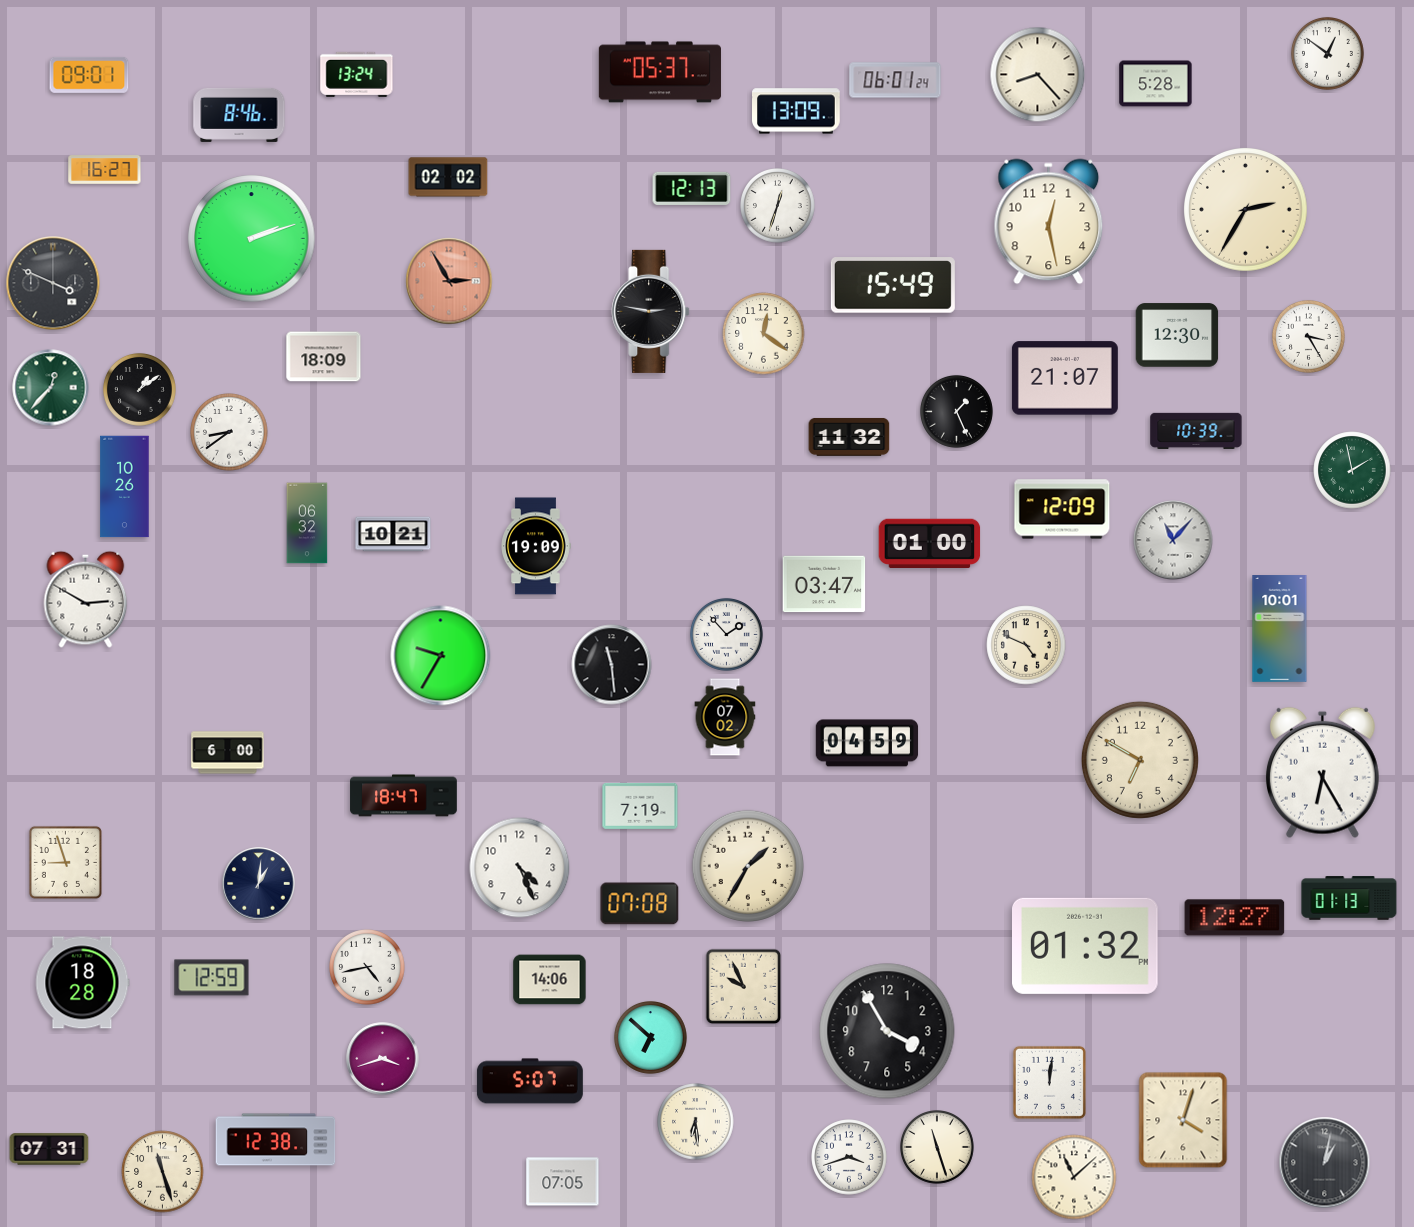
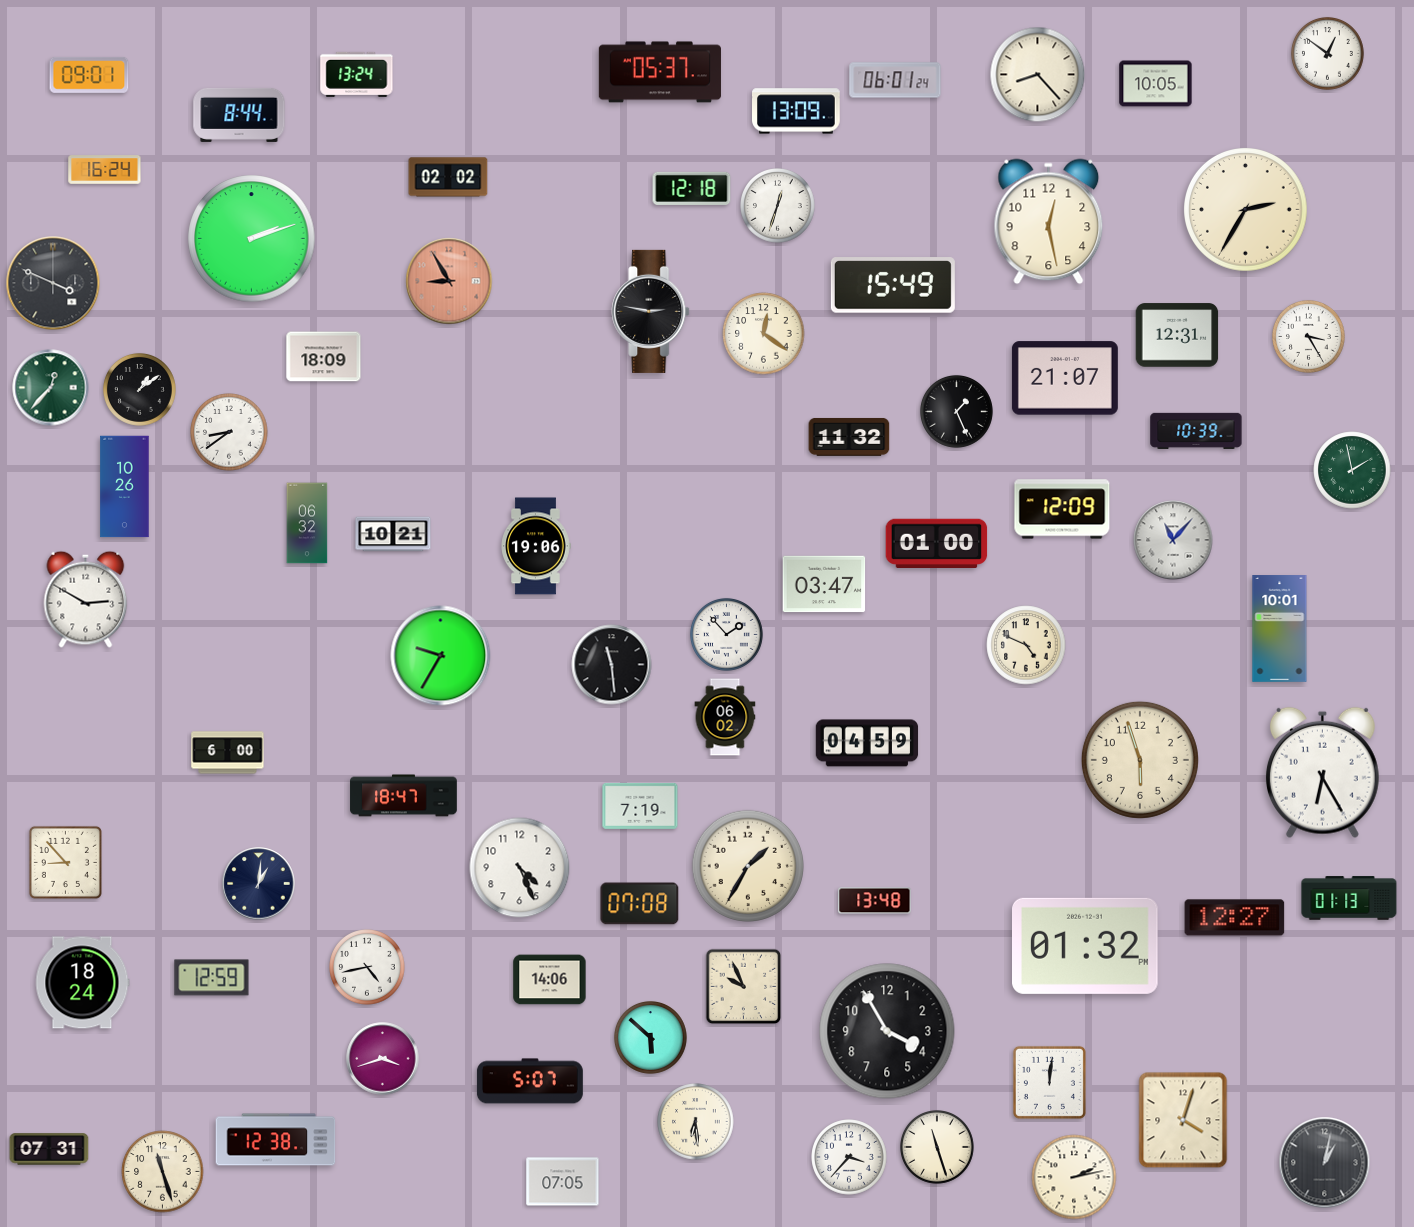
clock at (1156, 84): 5:28 -> 10:05
clock at (239, 115): 8:46 -> 8:44
clock at (105, 170): 16:27 -> 16:24
clock at (692, 188): 12:13 -> 12:18
clock at (449, 281): 2:55 -> 8:55
clock at (1177, 335): 12:30 -> 12:31
clock at (930, 543) position: (930, 543) -> (937, 543)
clock at (536, 546): 19:09 -> 19:06
clock at (725, 717): 07:02 -> 06:02
clock at (1140, 760): 6:50 -> 5:57
clock at (65, 862): 8:57 -> 8:53
clock at (875, 901): none -> 13:48
clock at (82, 983): 18:28 -> 18:24
clock at (650, 1037): 6:52 -> 5:52
clock at (849, 1157): 3:42 -> 3:37
clock at (1074, 1177): 11:08 -> 2:13
